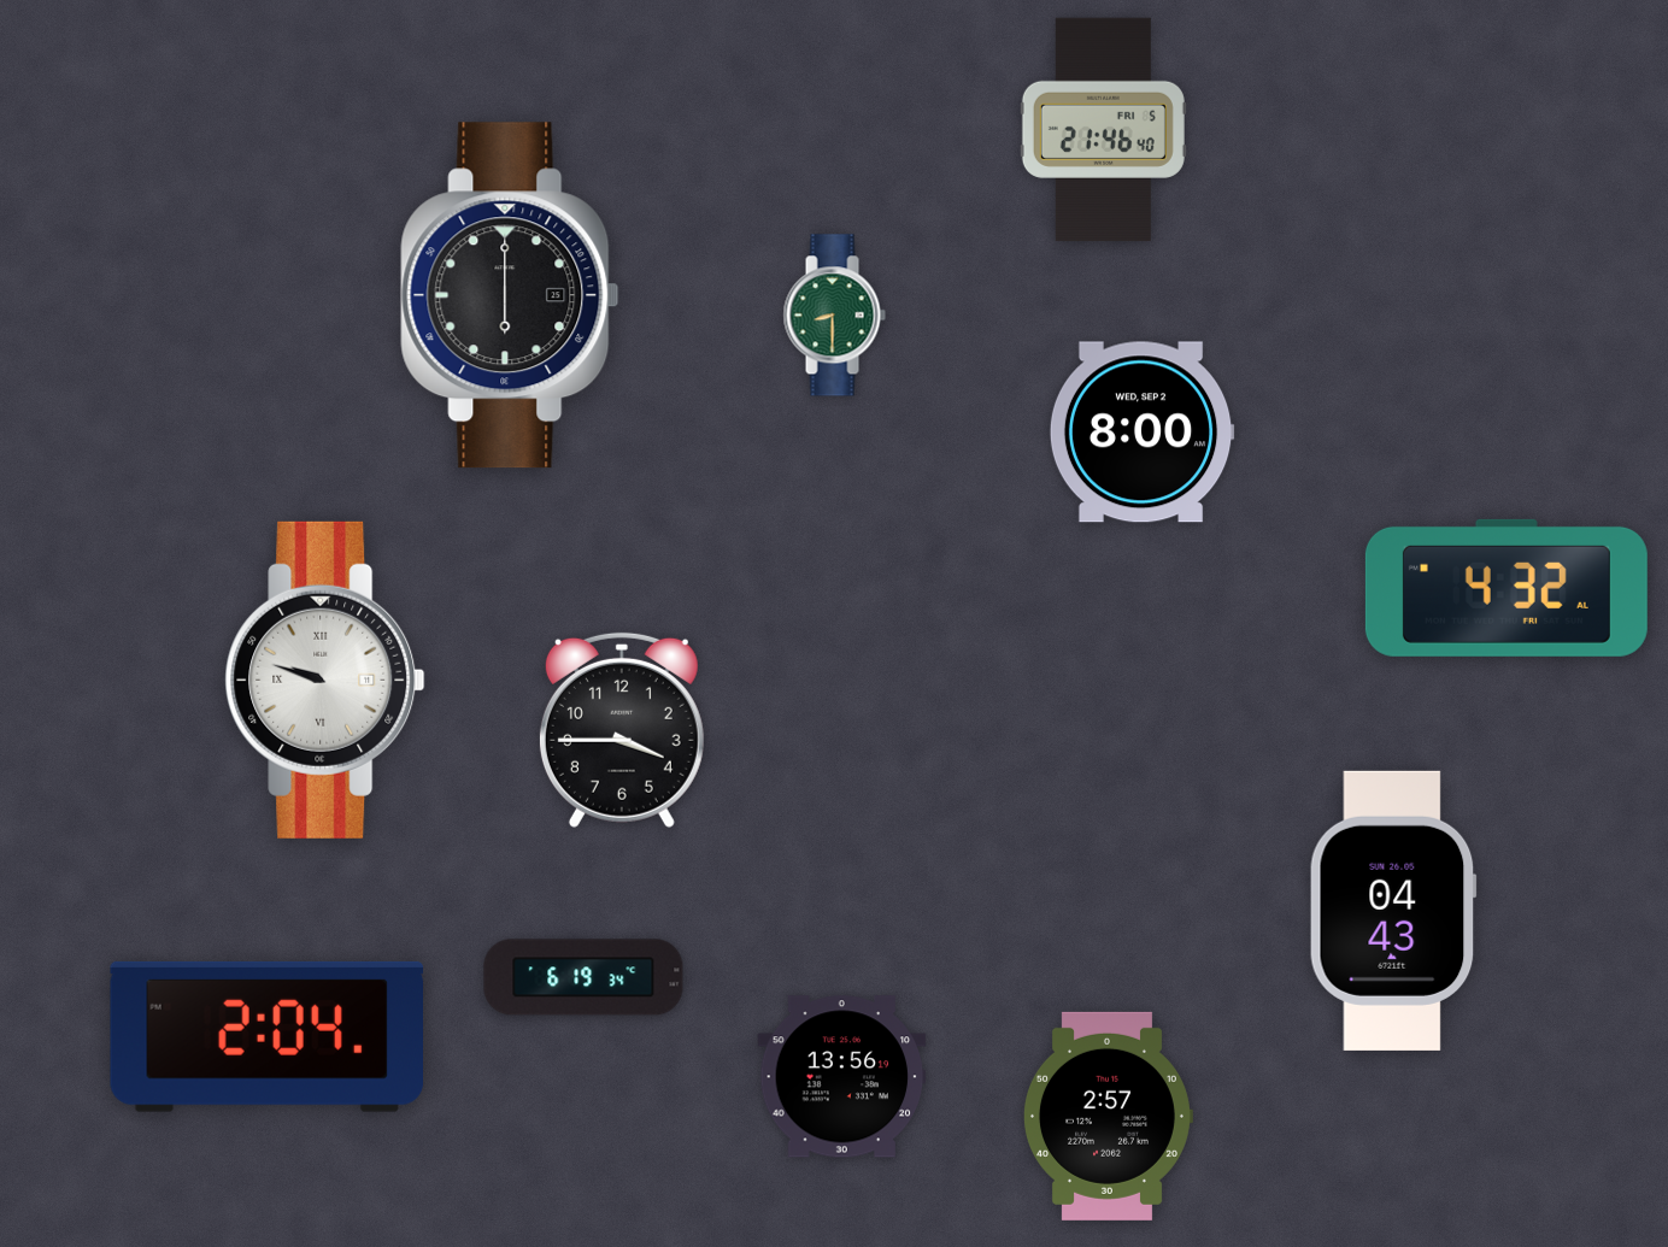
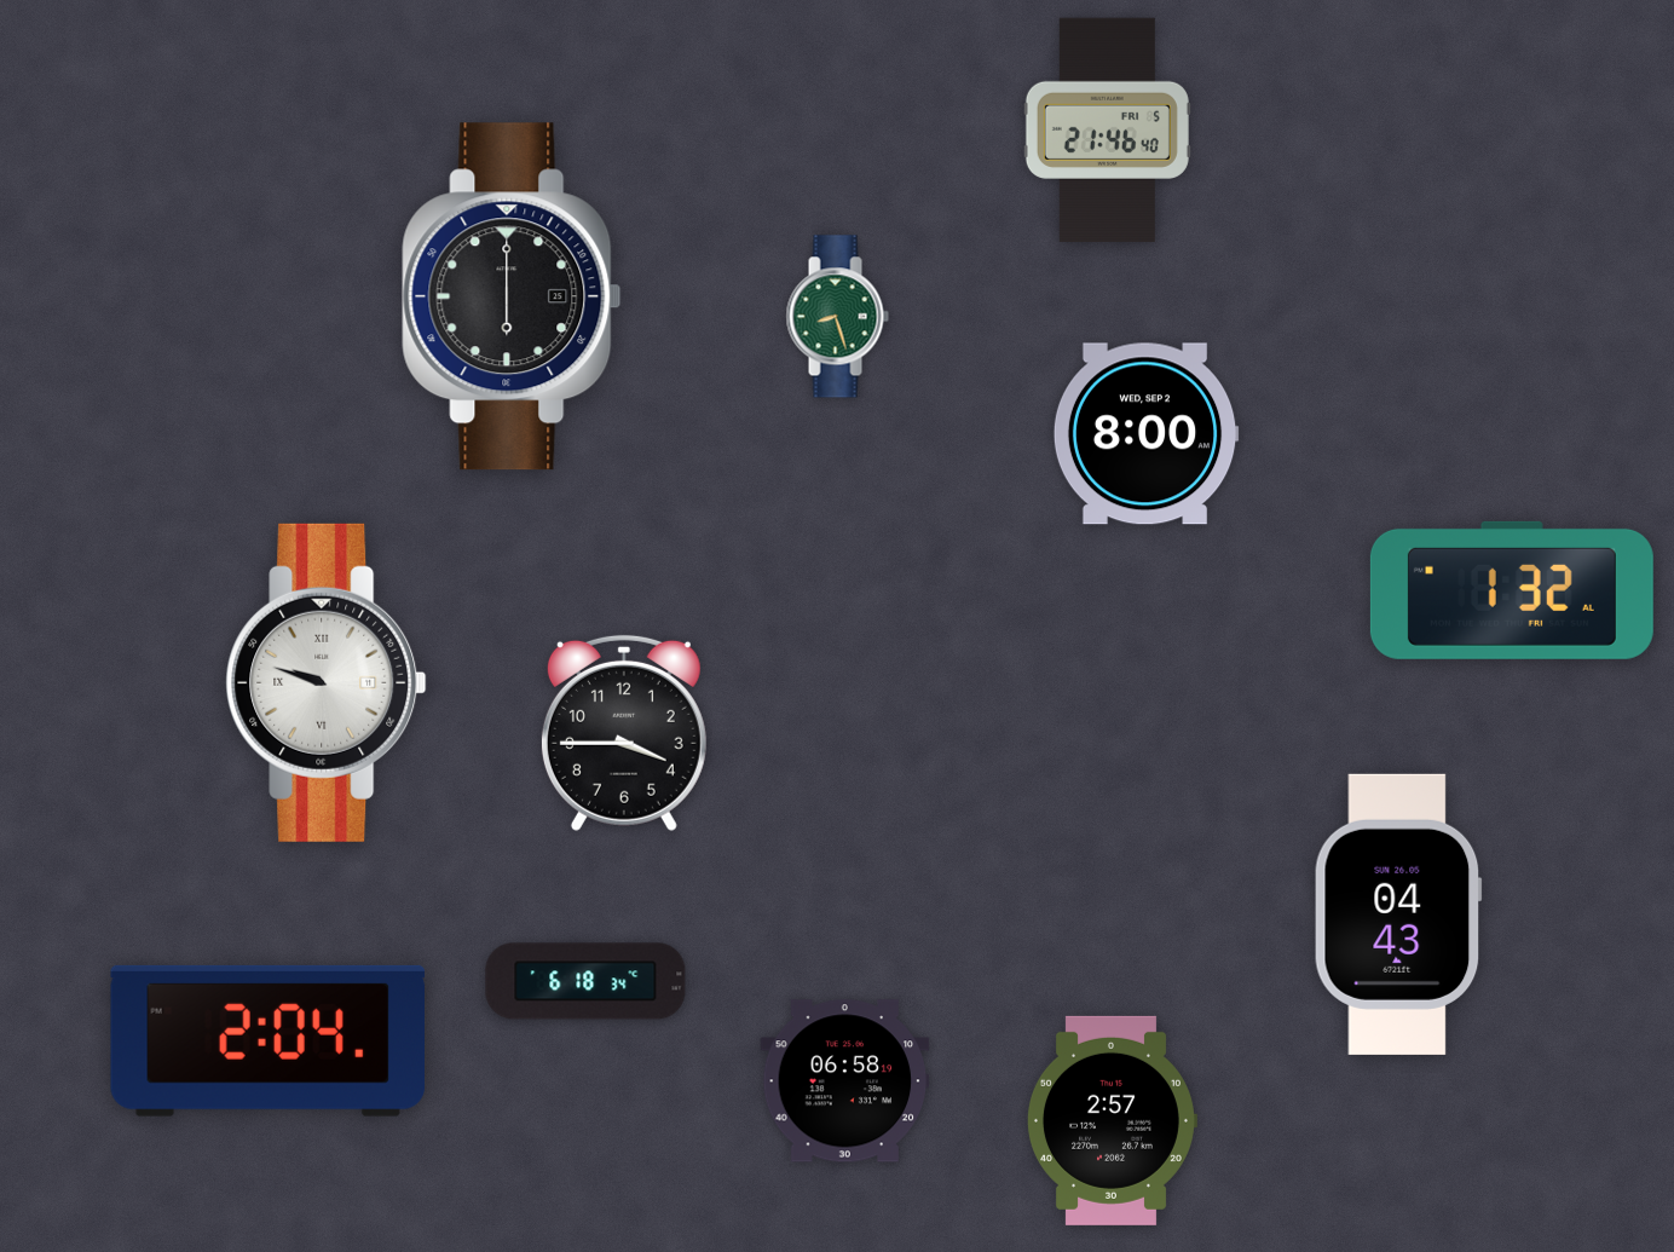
clock at (834, 316): 8:30 -> 8:27
clock at (1507, 588): 4:32 -> 1:32
clock at (583, 977): 6:19 -> 6:18
clock at (842, 1077): 13:56 -> 06:58
